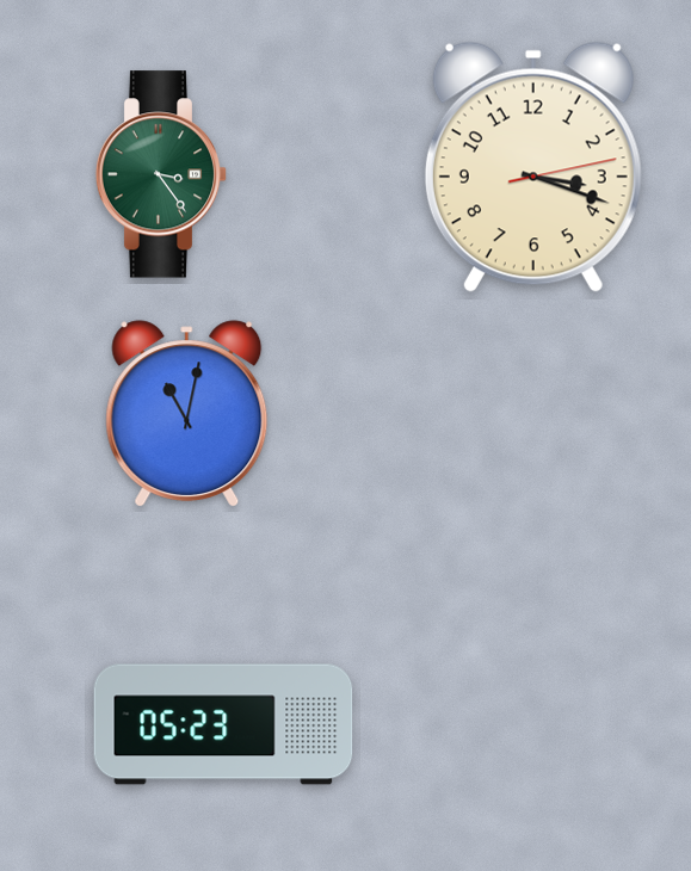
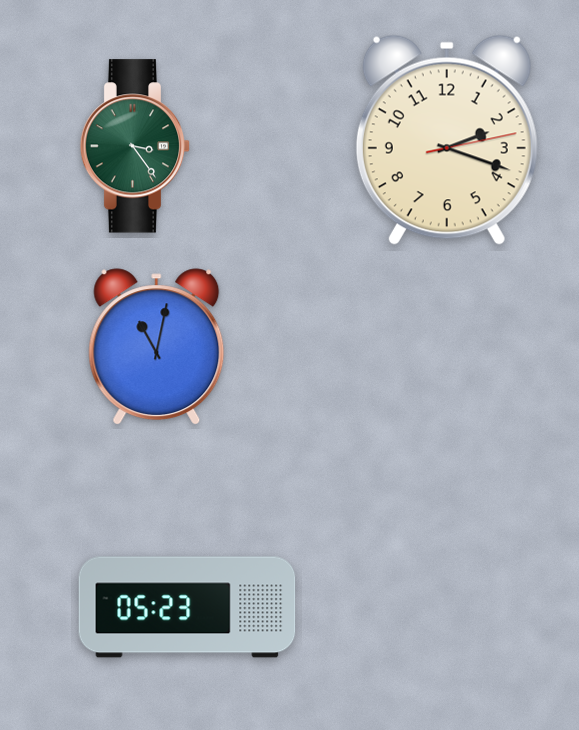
clock at (533, 167): 3:18 -> 2:18
